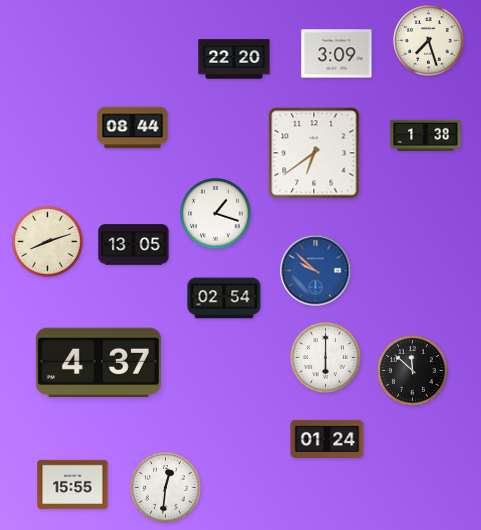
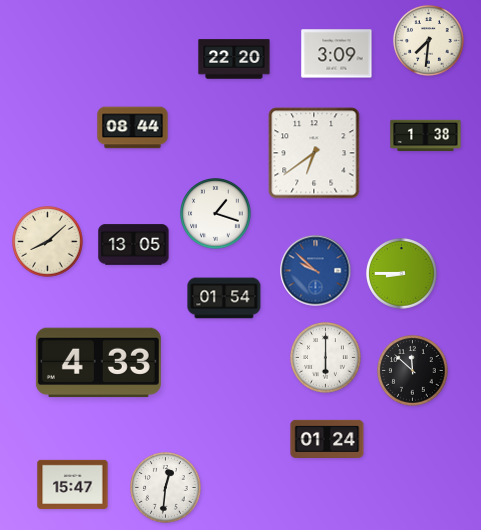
clock at (429, 41): 7:27 -> 7:31
clock at (48, 242): 8:12 -> 8:08
clock at (402, 274): none -> 8:45
clock at (224, 298): 02:54 -> 01:54
clock at (98, 363): 4:37 -> 4:33
clock at (73, 484): 15:55 -> 15:47
